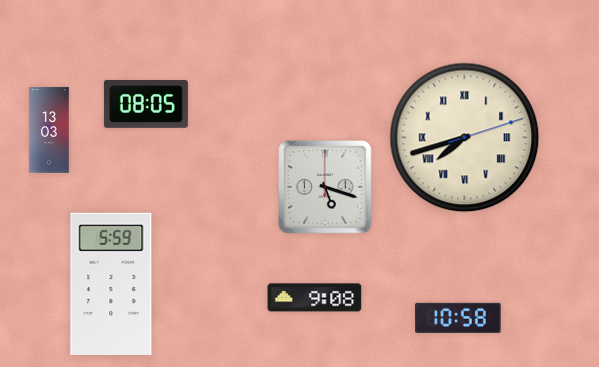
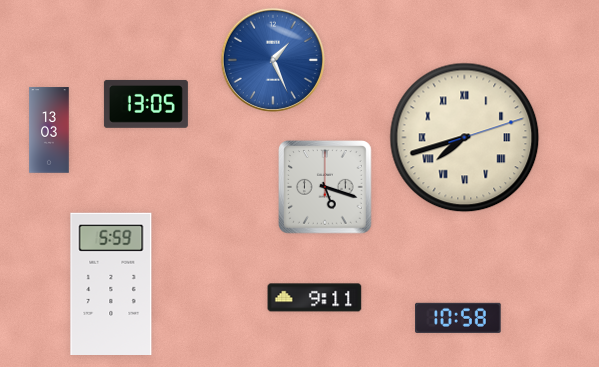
clock at (273, 60): none -> 1:26
clock at (146, 104): 08:05 -> 13:05
clock at (315, 298): 9:08 -> 9:11
